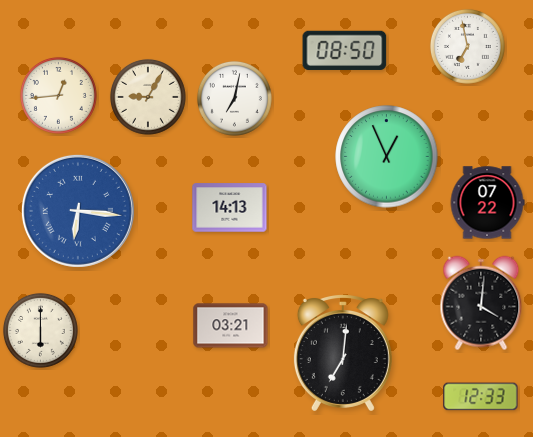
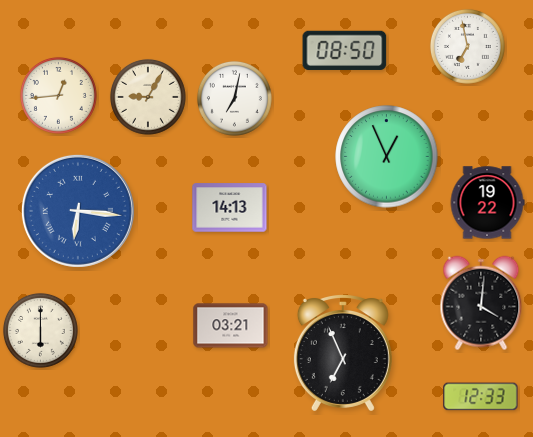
clock at (487, 203): 07:22 -> 19:22
clock at (343, 353): 7:01 -> 6:56
